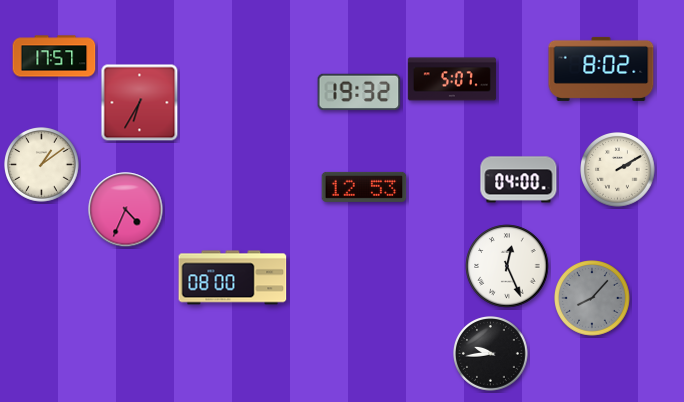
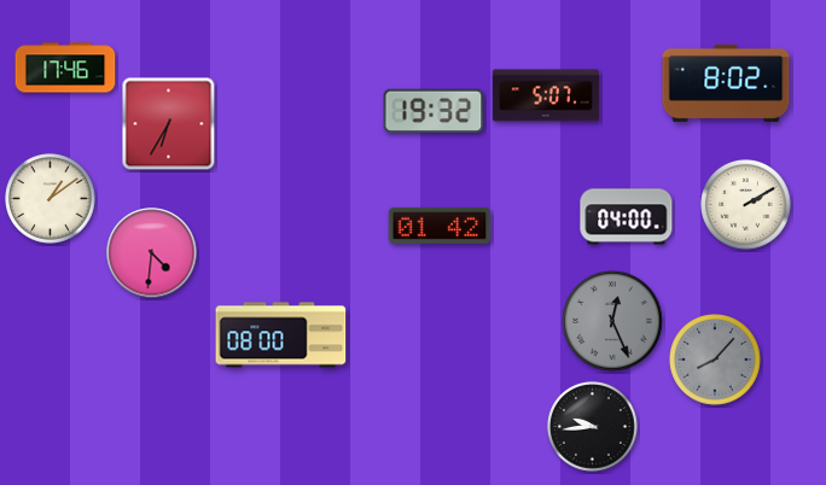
clock at (54, 56): 17:57 -> 17:46
clock at (364, 187): 12:53 -> 01:42
clock at (126, 210): 4:34 -> 4:31
clock at (507, 266) dial: white -> grey
